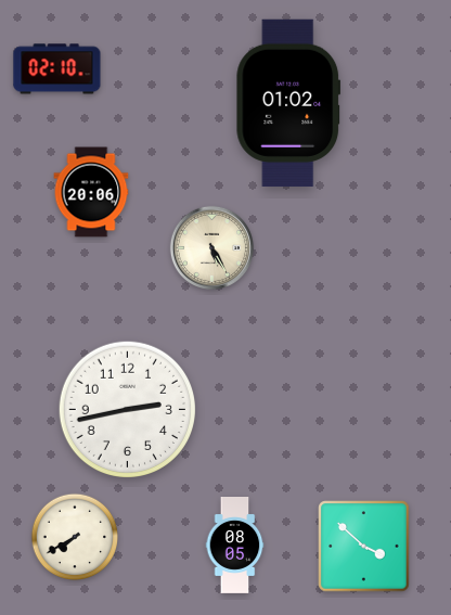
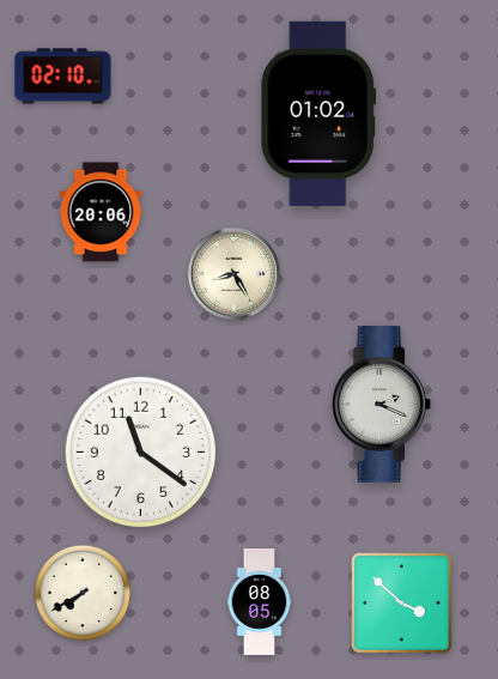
clock at (211, 247): 5:25 -> 8:25
clock at (382, 405): none -> 2:19
clock at (127, 409): 2:43 -> 11:21
